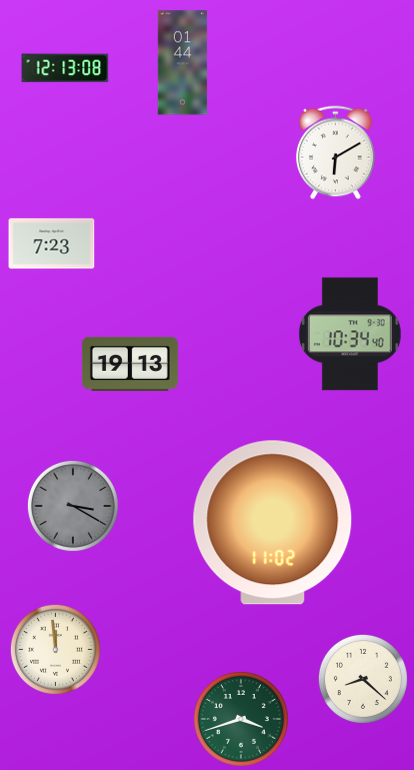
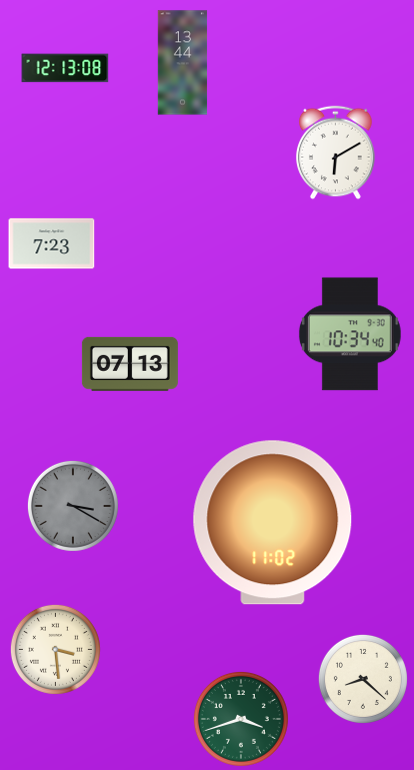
clock at (183, 63): 01:44 -> 13:44
clock at (130, 364): 19:13 -> 07:13
clock at (55, 649): 11:59 -> 3:29
